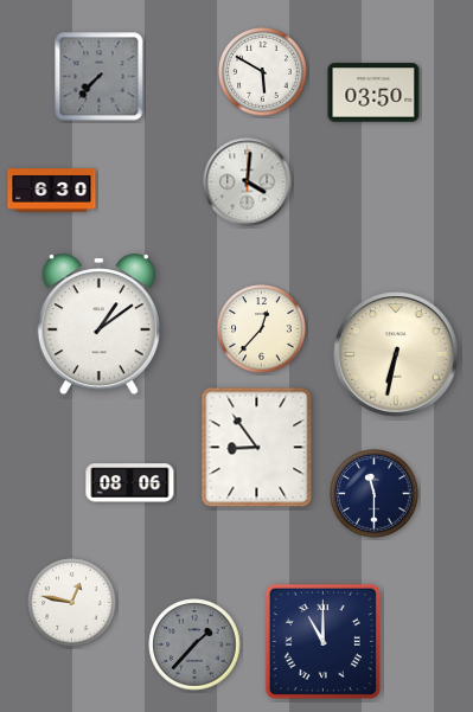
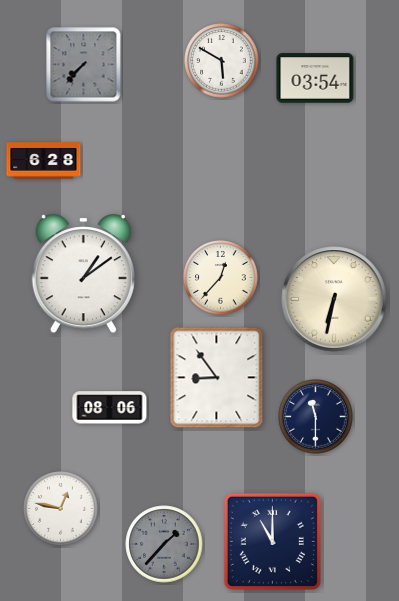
clock at (373, 92): 03:50 -> 03:54
clock at (248, 182): 4:01 -> none
clock at (52, 191): 6:30 -> 6:28
